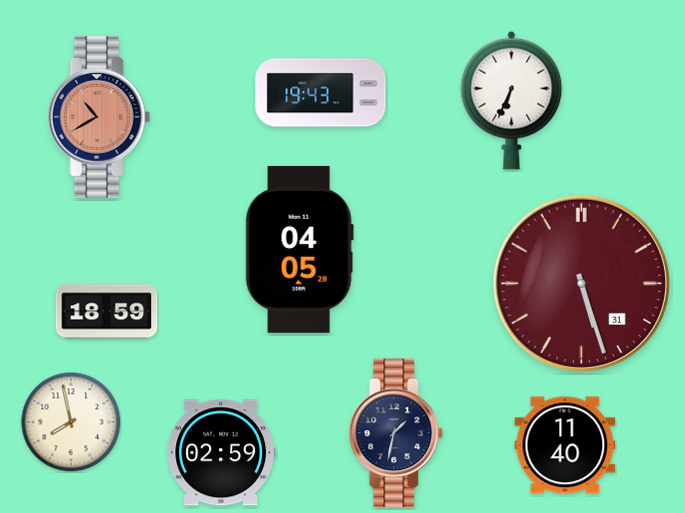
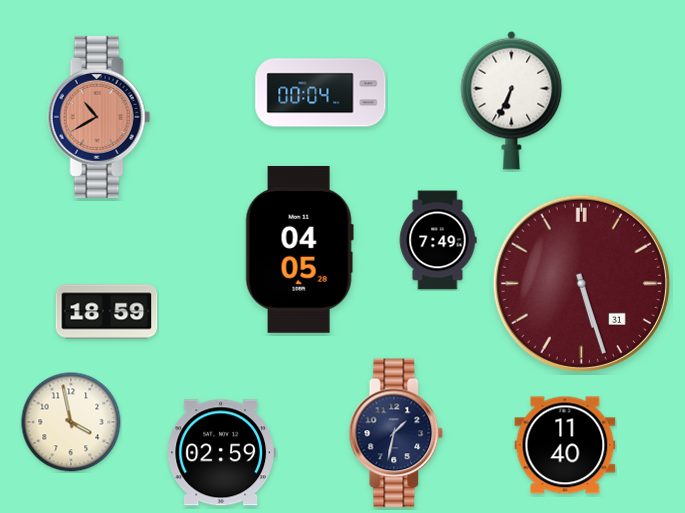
clock at (321, 93): 19:43 -> 00:04
clock at (438, 240): none -> 7:49
clock at (71, 422): 7:58 -> 3:58
